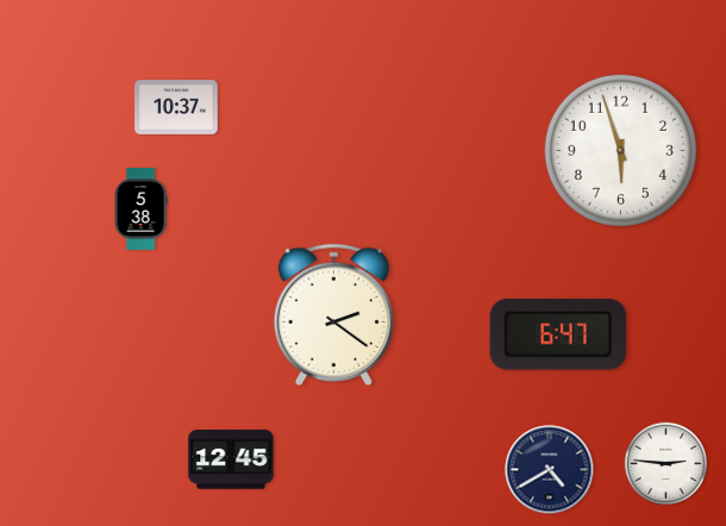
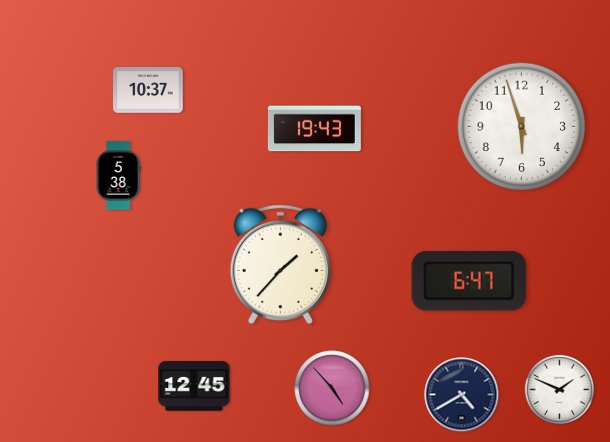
clock at (314, 129): none -> 19:43
clock at (333, 314): 2:21 -> 1:37
clock at (332, 388): none -> 4:53
clock at (665, 463): 2:46 -> 1:49
